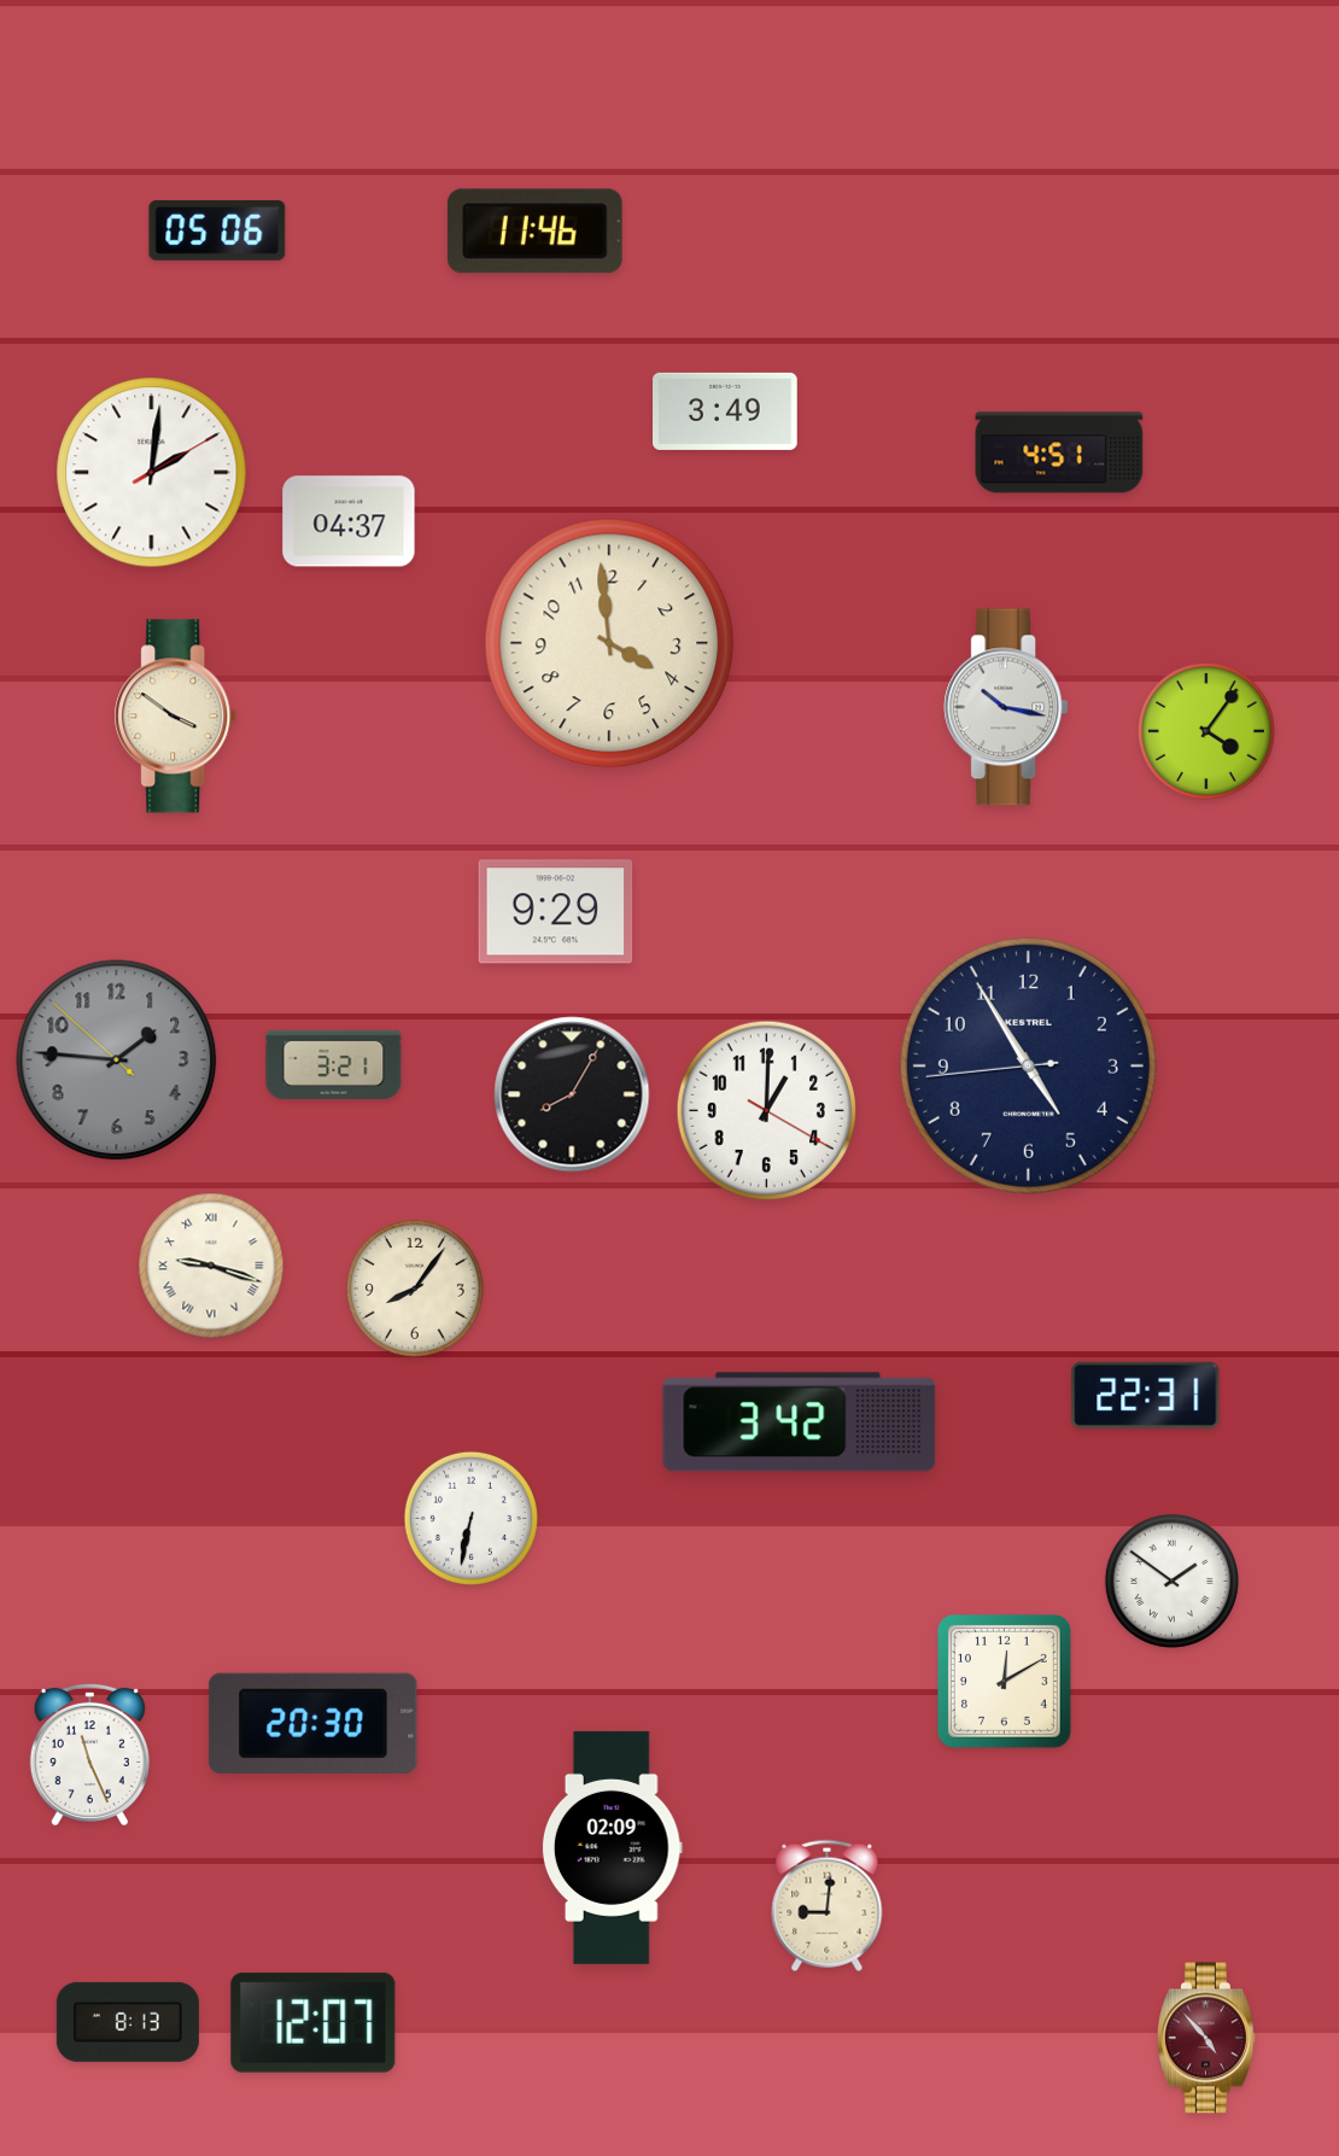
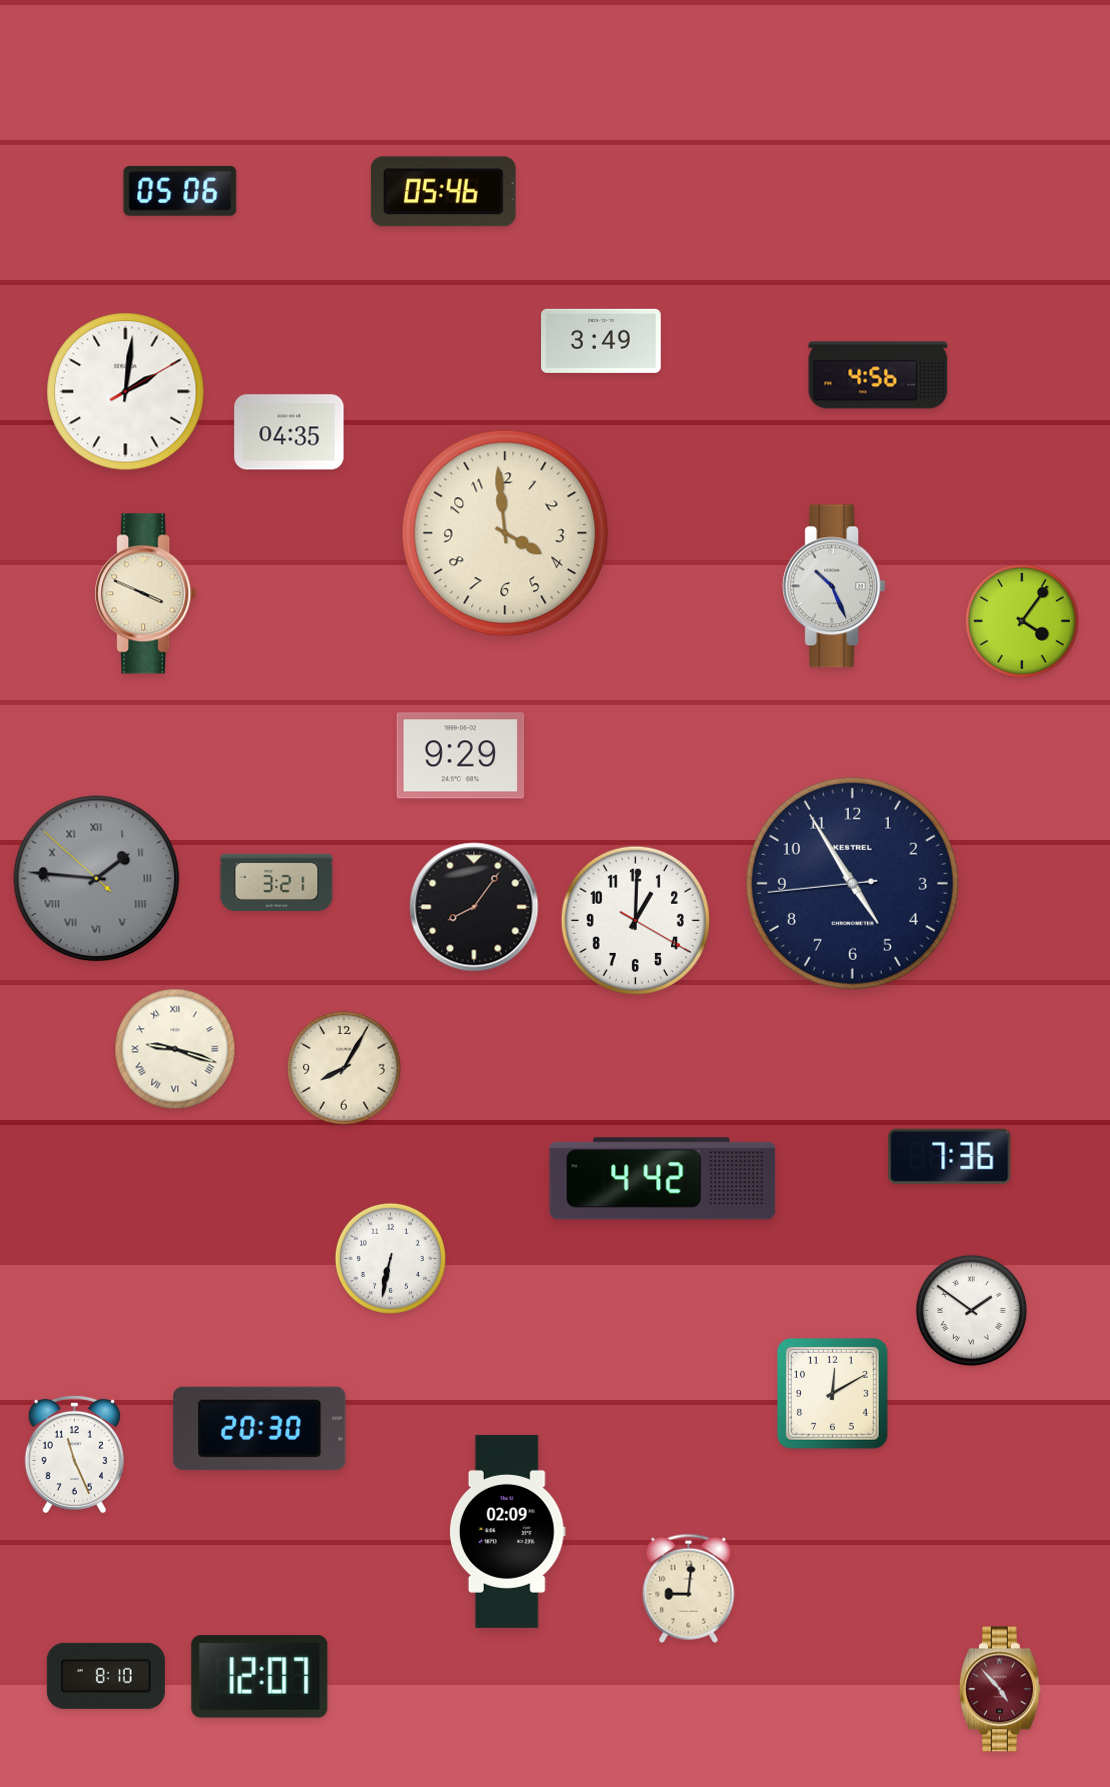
clock at (534, 232): 11:46 -> 05:46
clock at (1059, 452): 4:51 -> 4:56
clock at (349, 521): 04:37 -> 04:35
clock at (1006, 707): 10:17 -> 10:26
clock at (176, 717): 3:51 -> 3:49
clock at (1206, 731) position: (1206, 731) -> (1022, 621)
clock at (117, 1061) numerals: Arabic -> Roman
clock at (572, 1094): 8:05 -> 8:06
clock at (415, 1289): 8:06 -> 8:05
clock at (1146, 1395): 22:31 -> 7:36
clock at (800, 1422): 3:42 -> 4:42
clock at (828, 1905) position: (828, 1905) -> (689, 1588)
clock at (128, 2022): 8:13 -> 8:10
